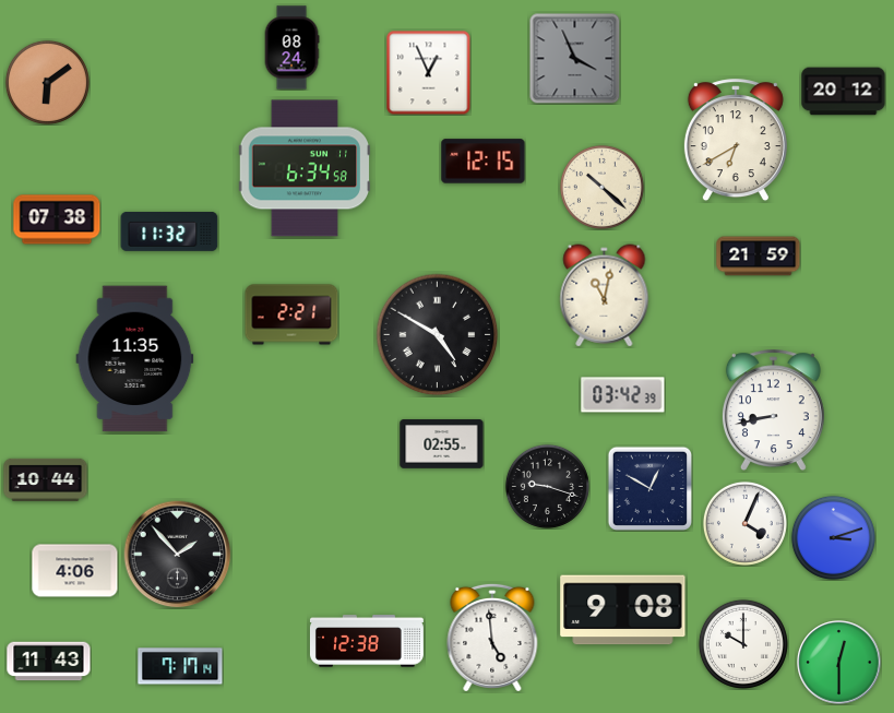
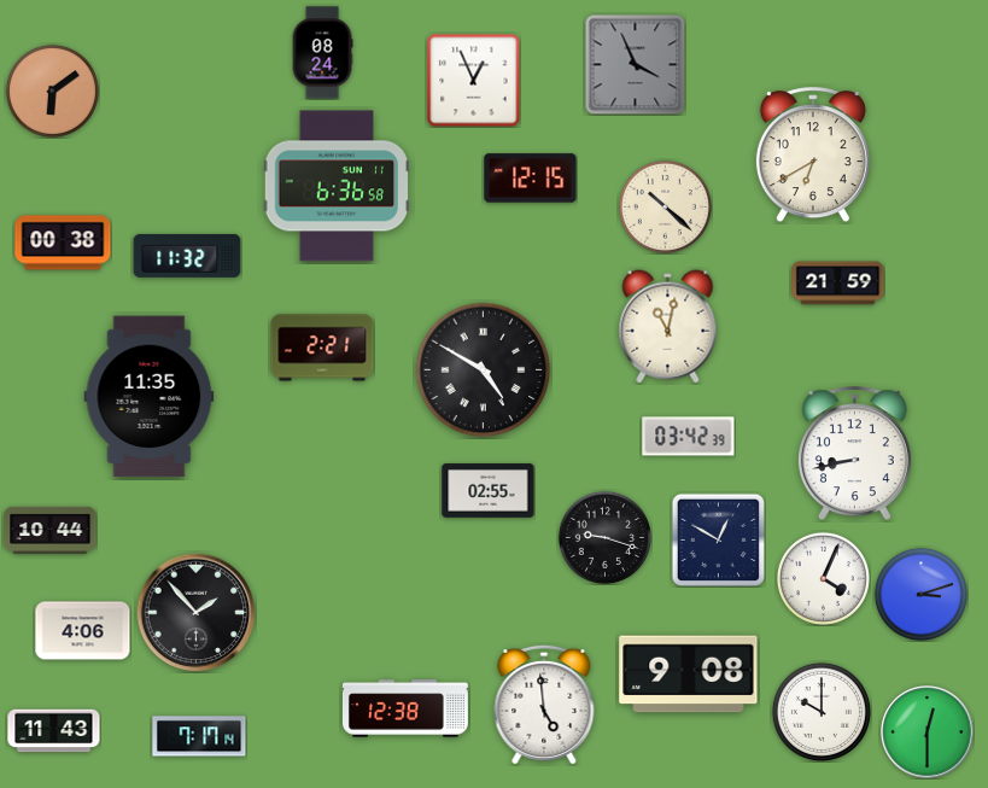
clock at (844, 92): 20:12 -> none
clock at (484, 162) position: (484, 162) -> (531, 179)
clock at (303, 168): 6:34 -> 6:36
clock at (57, 219): 07:38 -> 00:38
